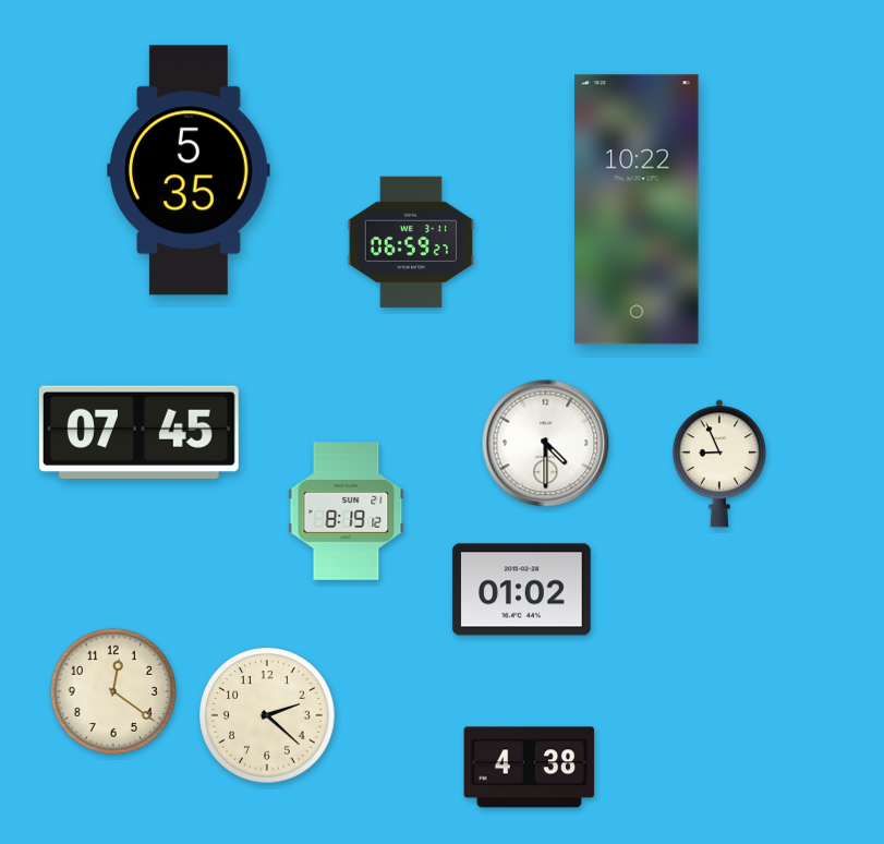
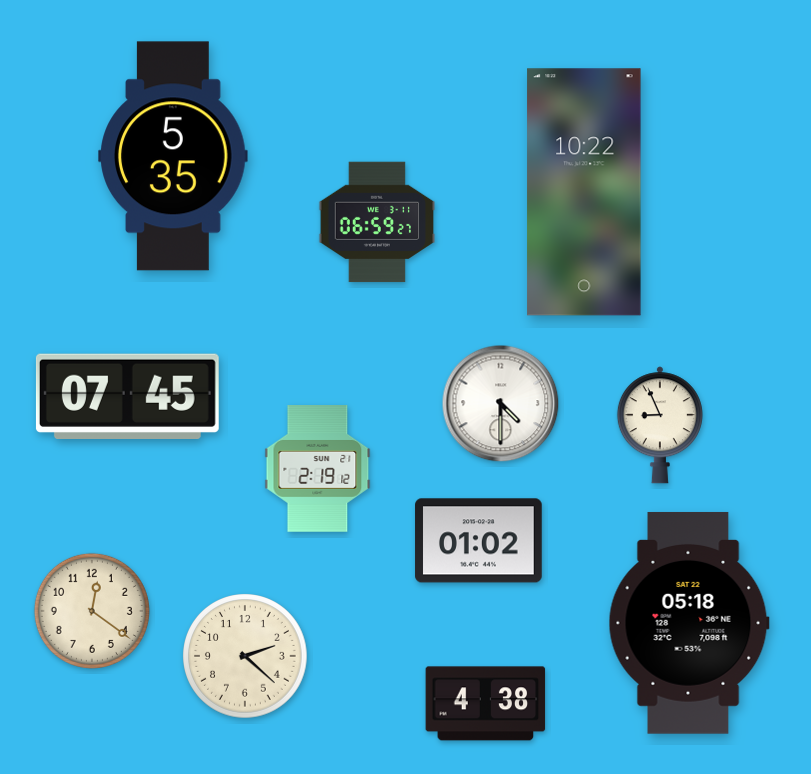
clock at (546, 444) position: (546, 444) -> (501, 404)
clock at (347, 511): 8:19 -> 2:19
clock at (689, 623): none -> 05:18
clock at (113, 691) position: (113, 691) -> (92, 611)
